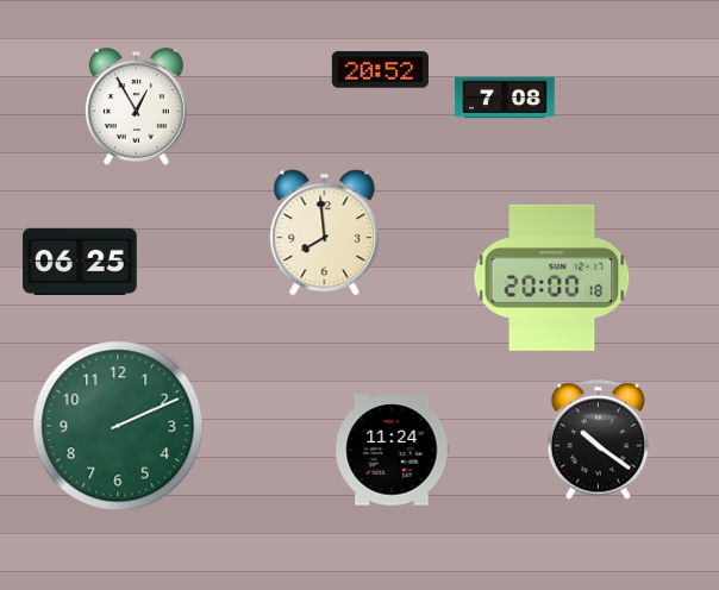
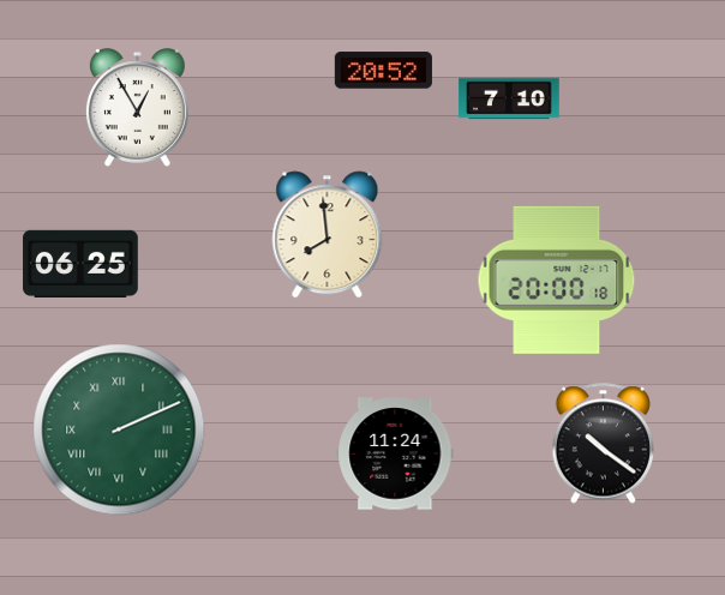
clock at (505, 98): 7:08 -> 7:10
clock at (118, 426) numerals: Arabic -> Roman
